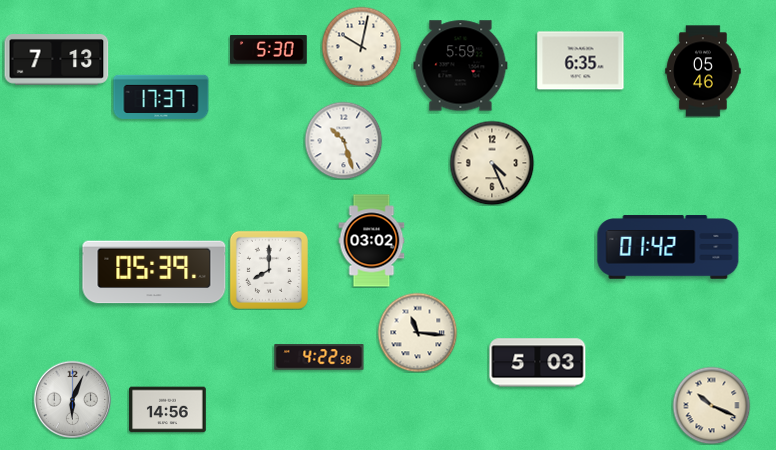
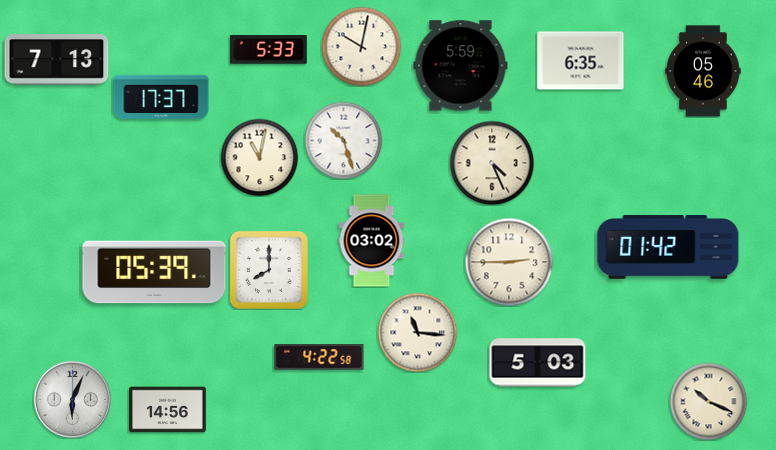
clock at (269, 50): 5:30 -> 5:33
clock at (259, 157): none -> 11:02
clock at (509, 262): none -> 2:45
clock at (711, 405) position: (711, 405) -> (708, 401)
